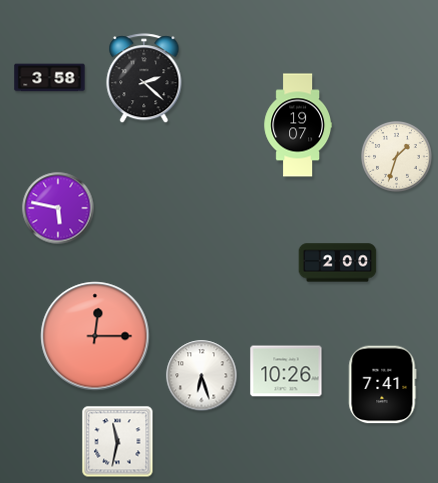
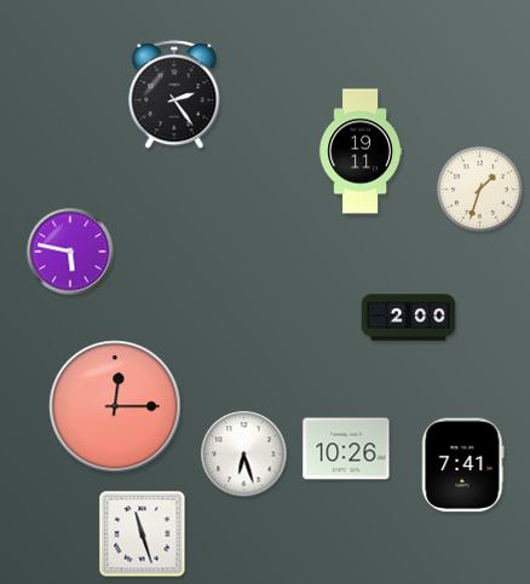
clock at (50, 78): 3:58 -> none
clock at (144, 79): 2:22 -> 2:24
clock at (297, 125): 19:07 -> 19:11
clock at (118, 442): 11:32 -> 11:27
